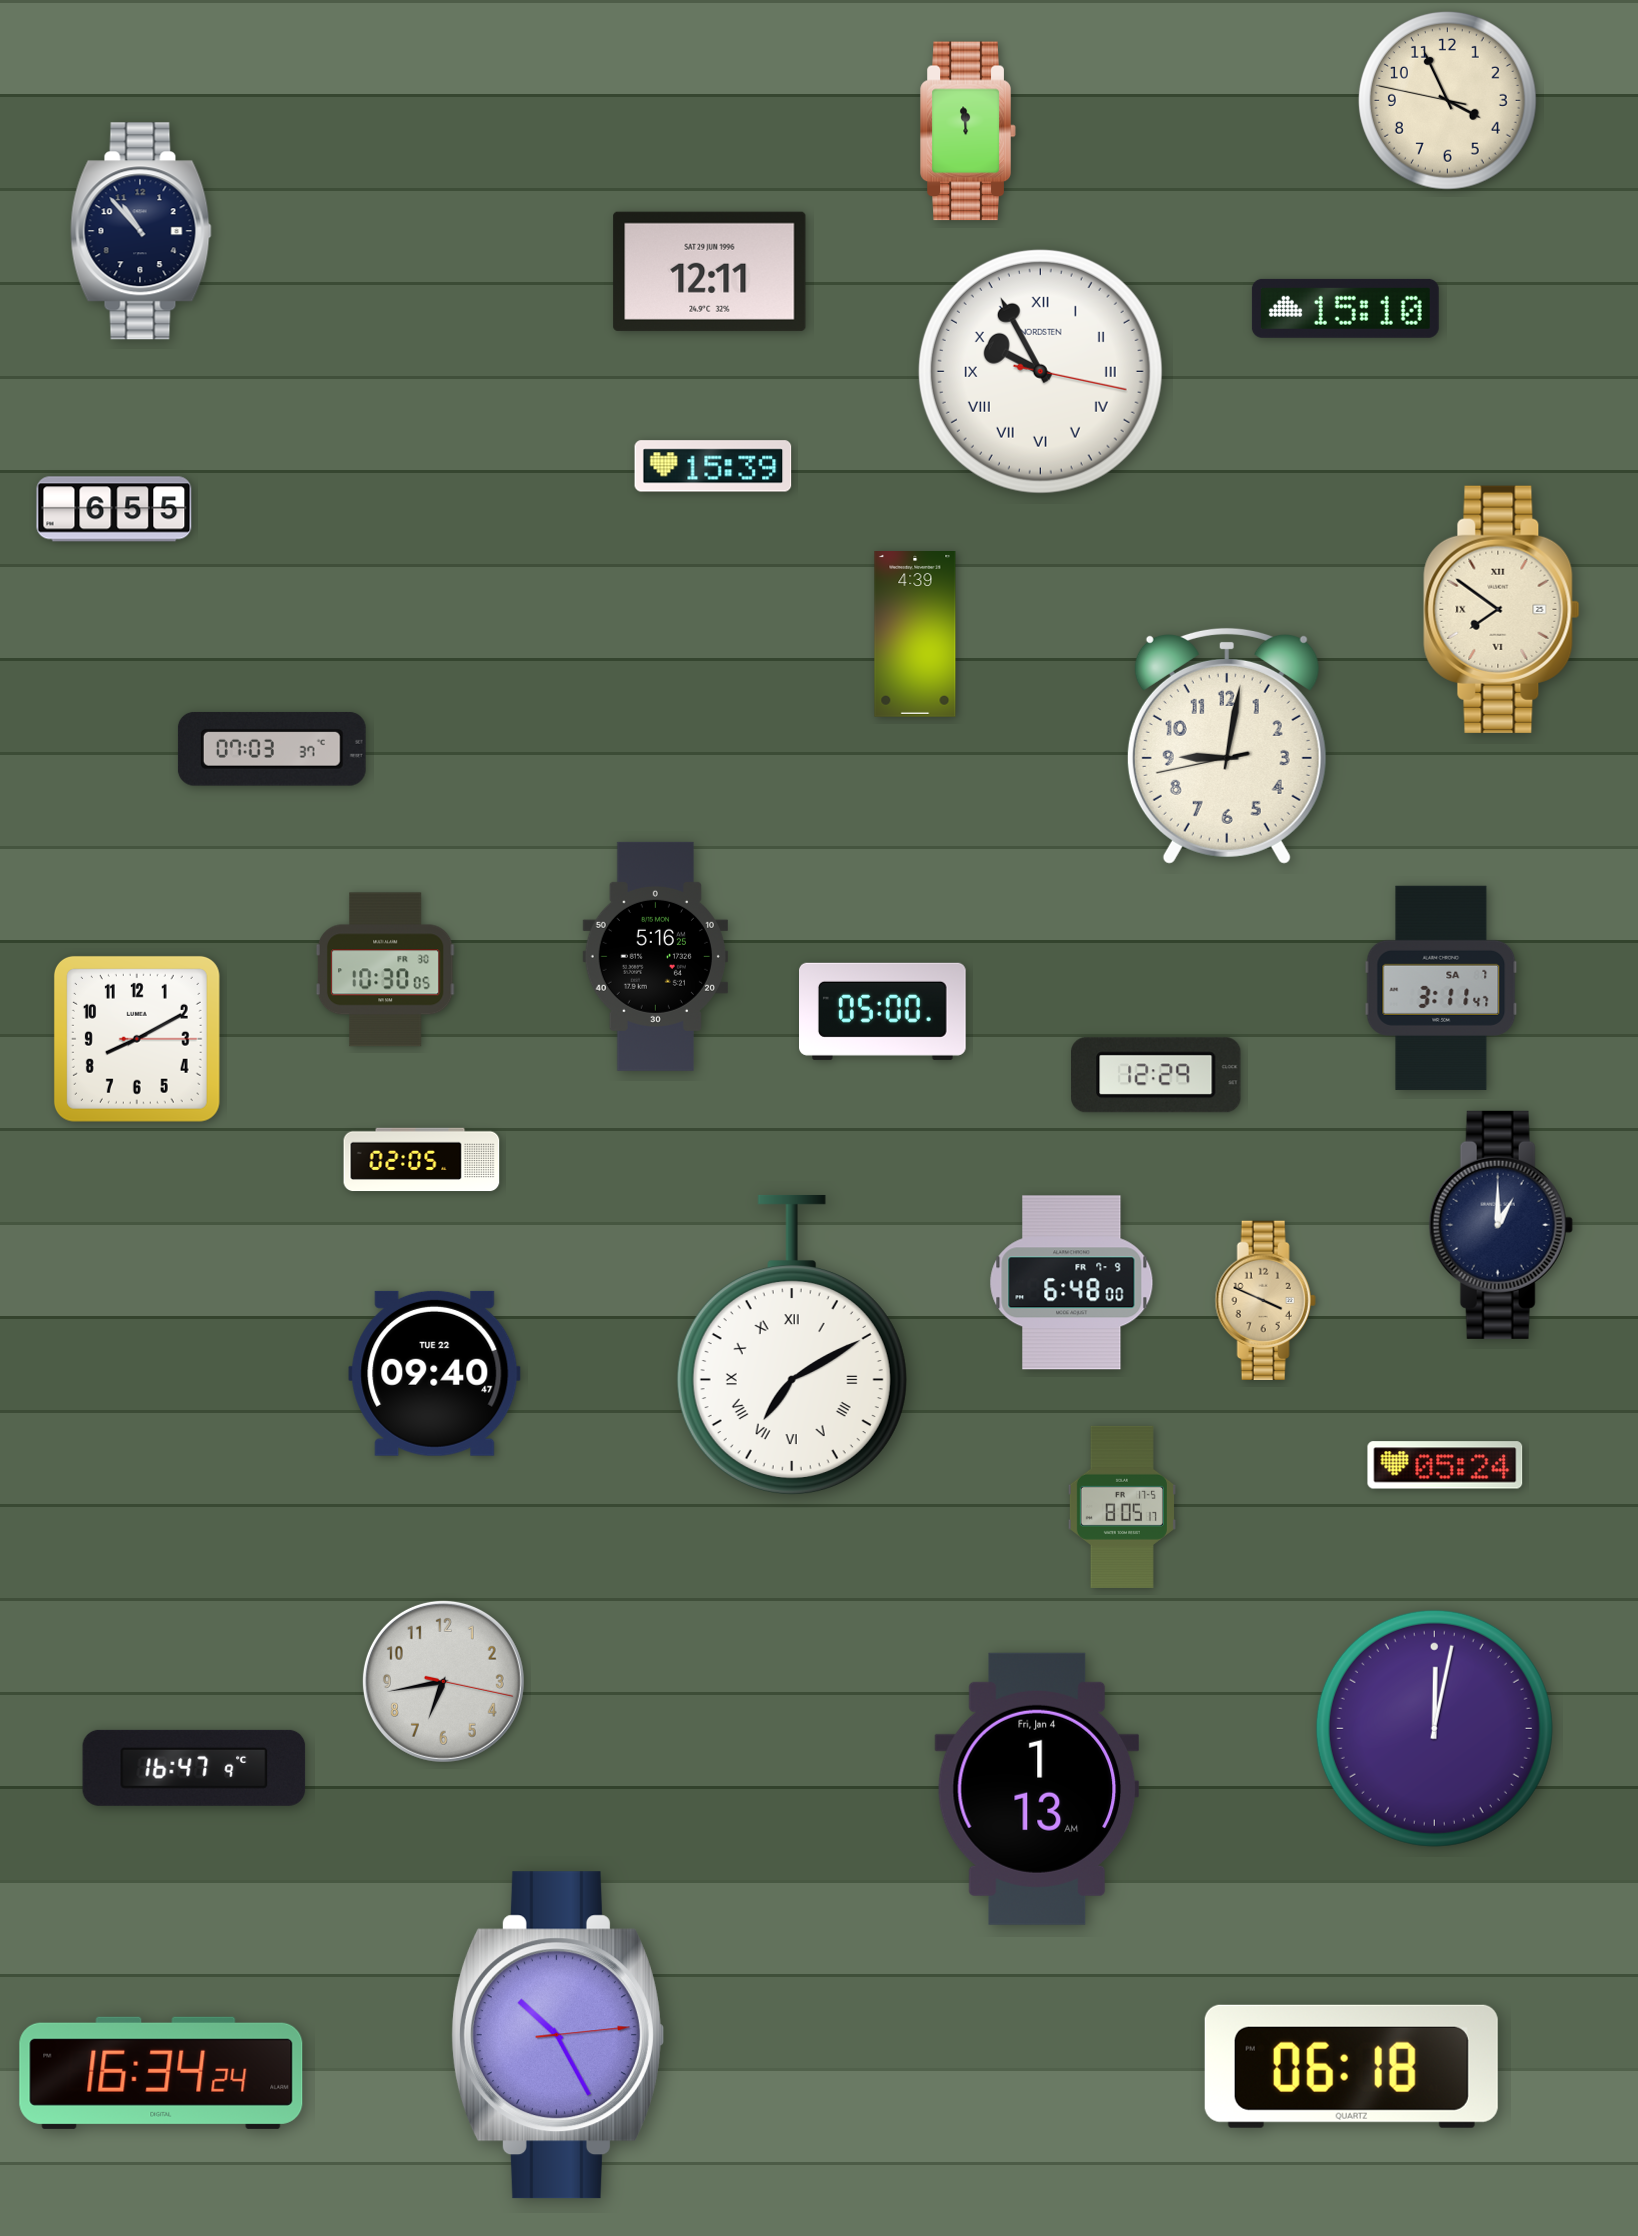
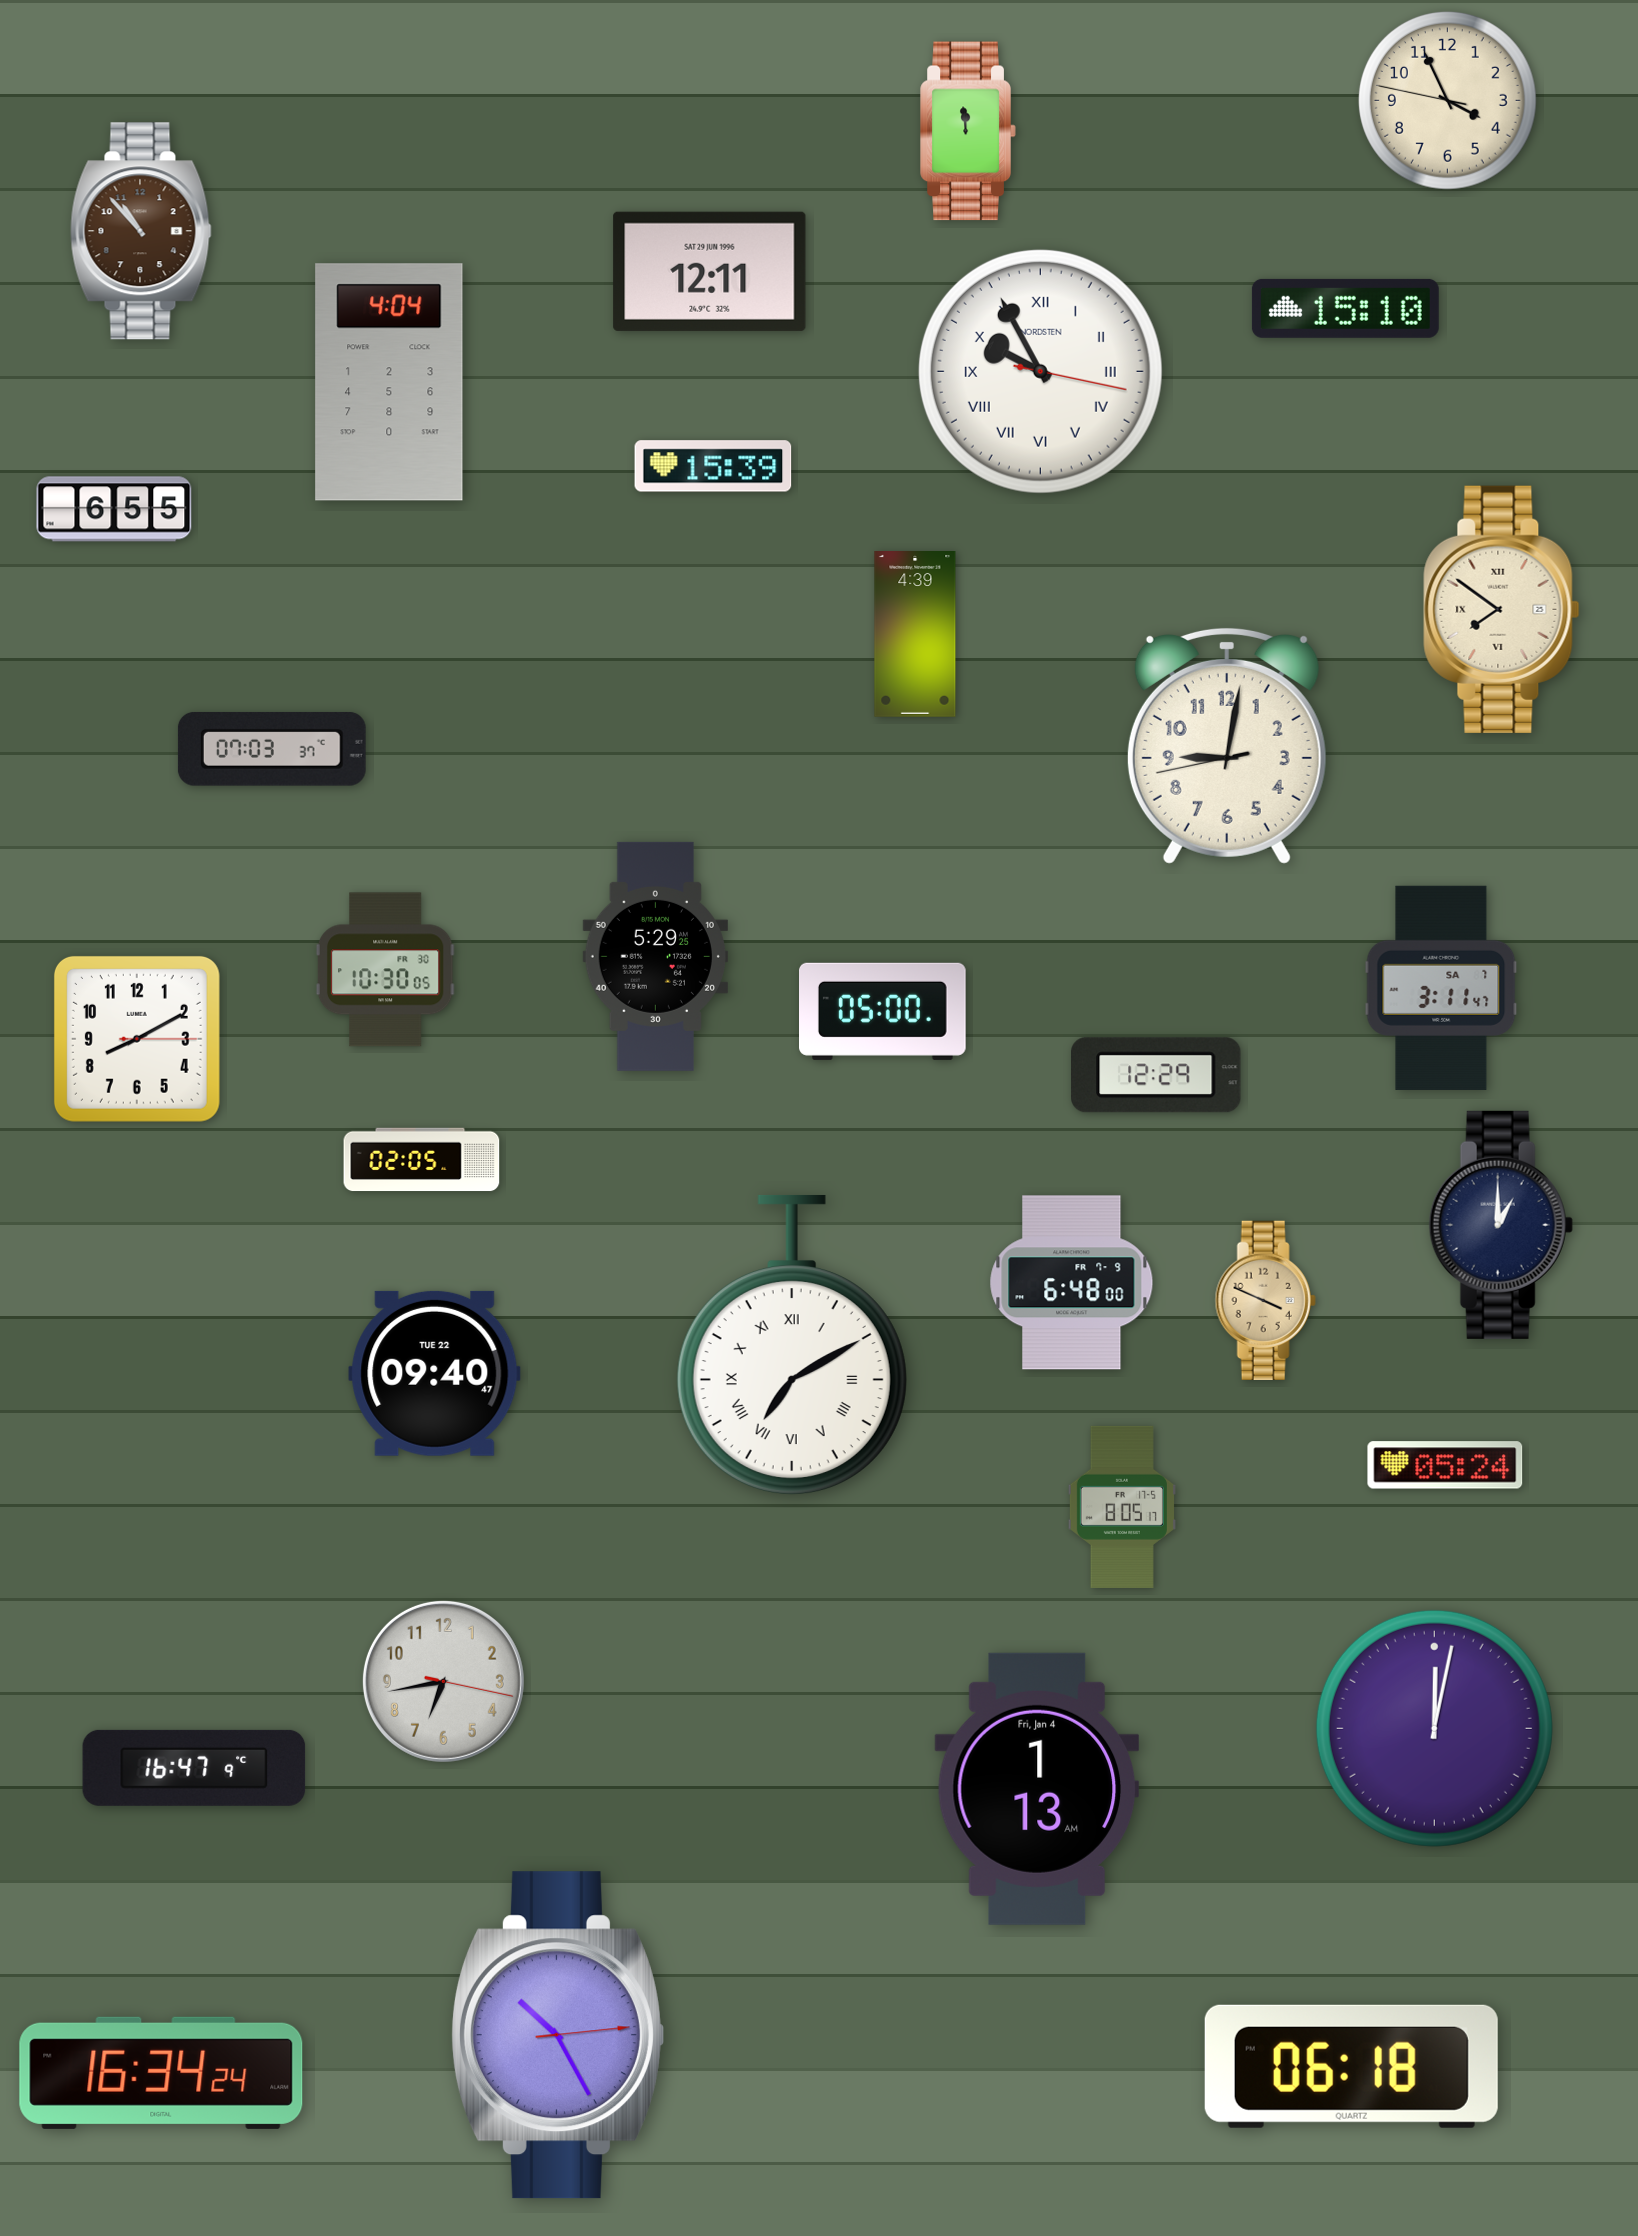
clock at (141, 231) dial: navy -> brown
clock at (389, 382): none -> 4:04
clock at (655, 956): 5:16 -> 5:29
